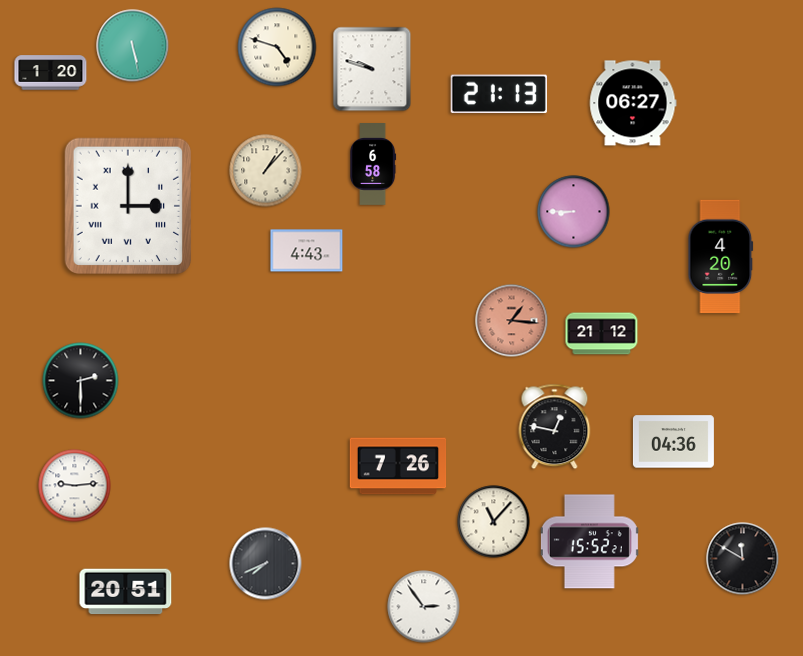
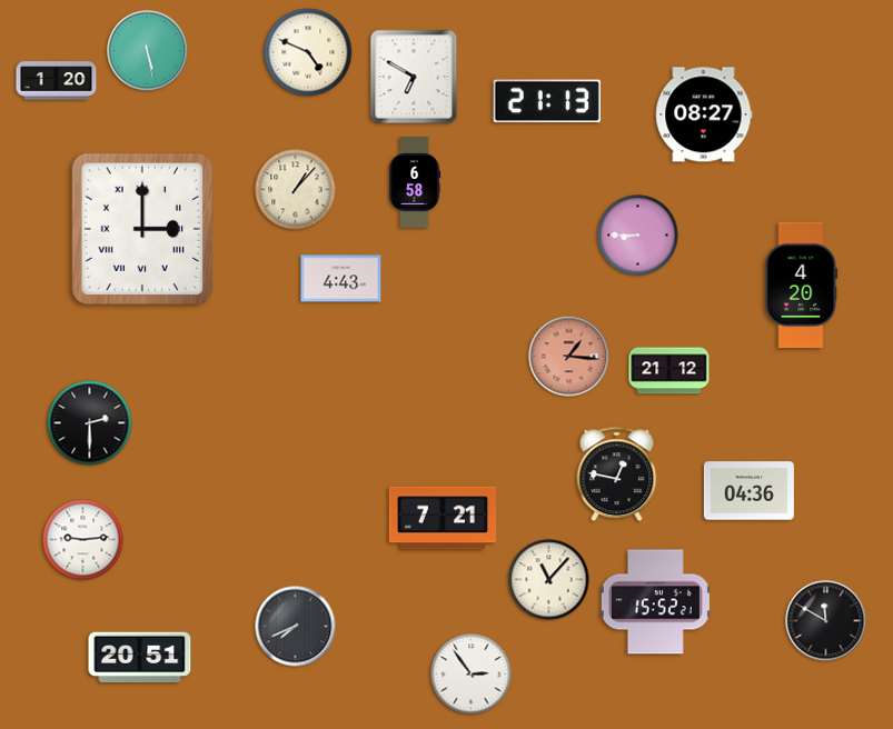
clock at (277, 47): 4:48 -> 4:49
clock at (372, 69): 9:48 -> 6:50
clock at (499, 94) position: (499, 94) -> (547, 101)
clock at (633, 103): 06:27 -> 08:27
clock at (398, 466): 7:26 -> 7:21
